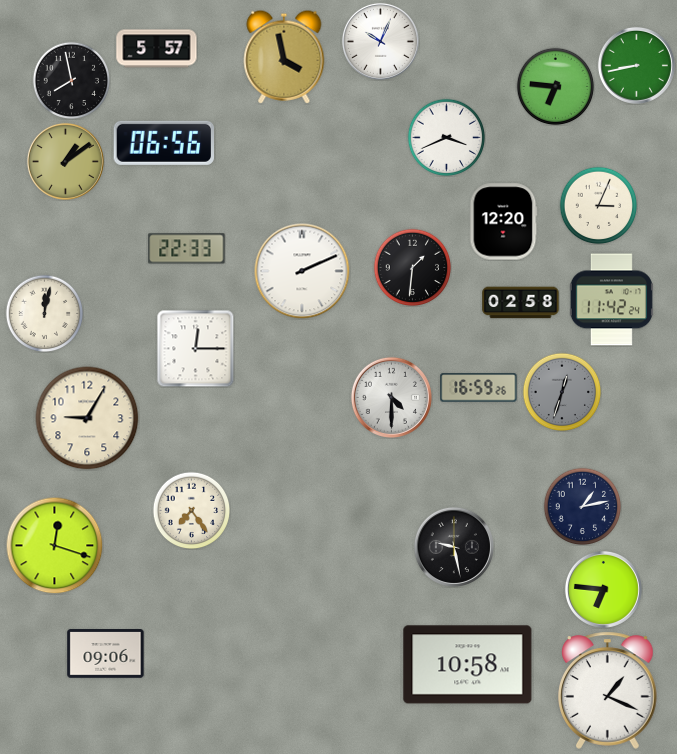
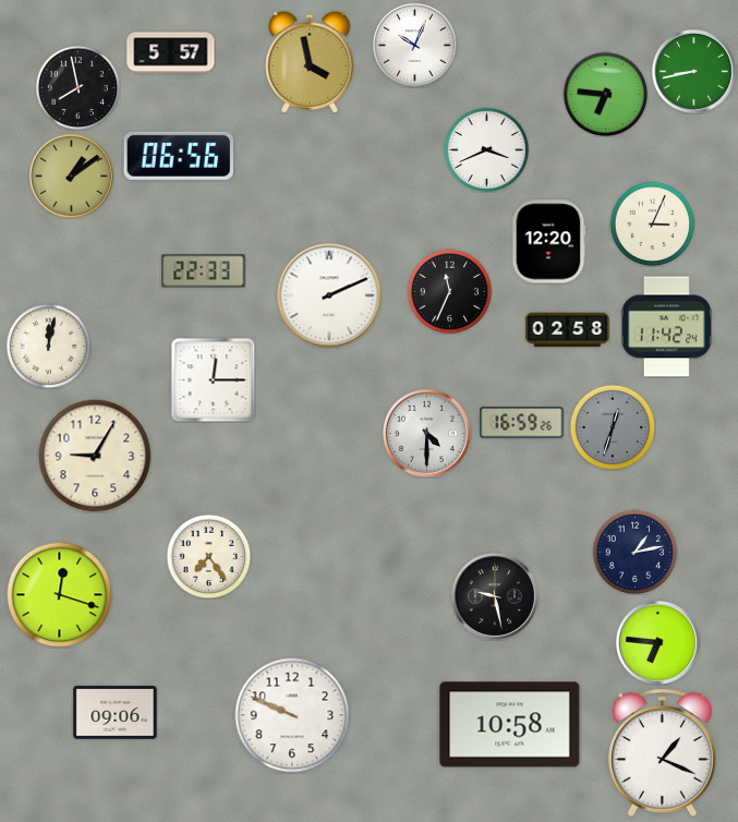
clock at (412, 267): 1:31 -> 11:34
clock at (44, 313) position: (44, 313) -> (48, 346)
clock at (292, 715): none -> 9:49
